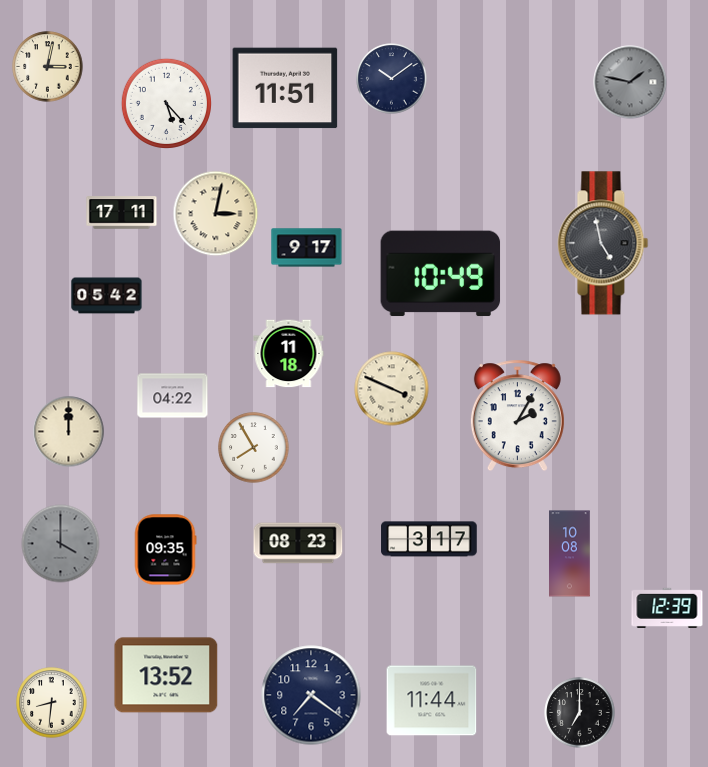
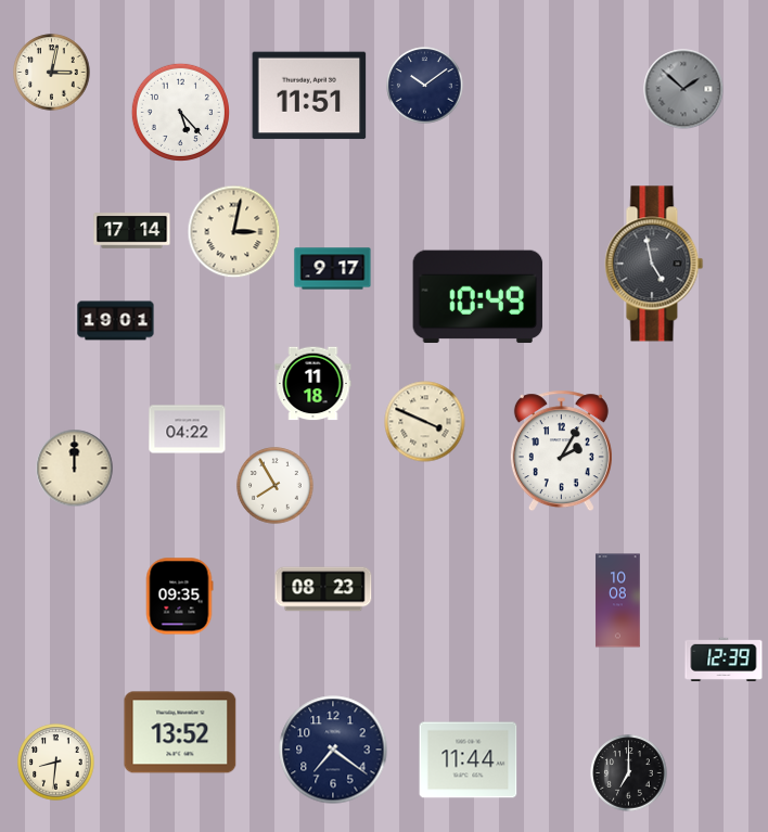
clock at (630, 82): 1:47 -> 1:52
clock at (122, 213): 17:11 -> 17:14
clock at (107, 296): 05:42 -> 19:01
clock at (429, 539): 3:17 -> none
clock at (61, 544): 4:00 -> none
clock at (311, 695) position: (311, 695) -> (333, 750)
